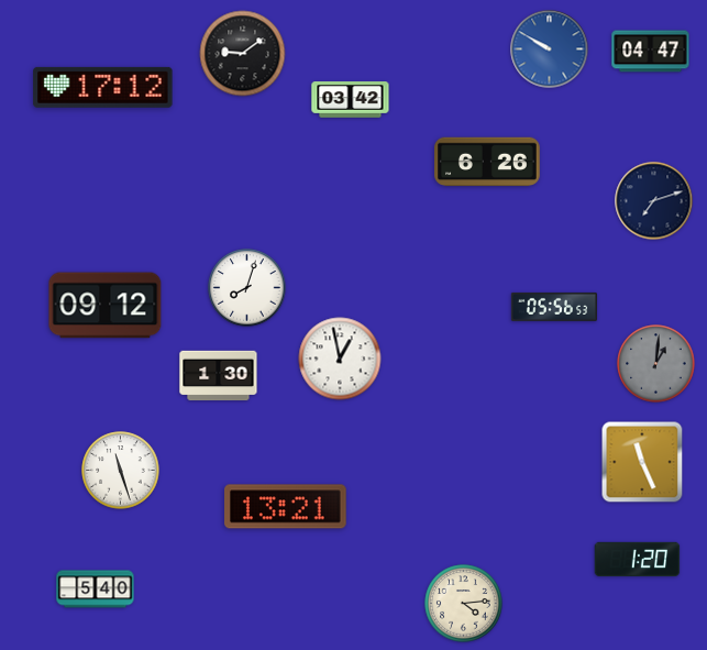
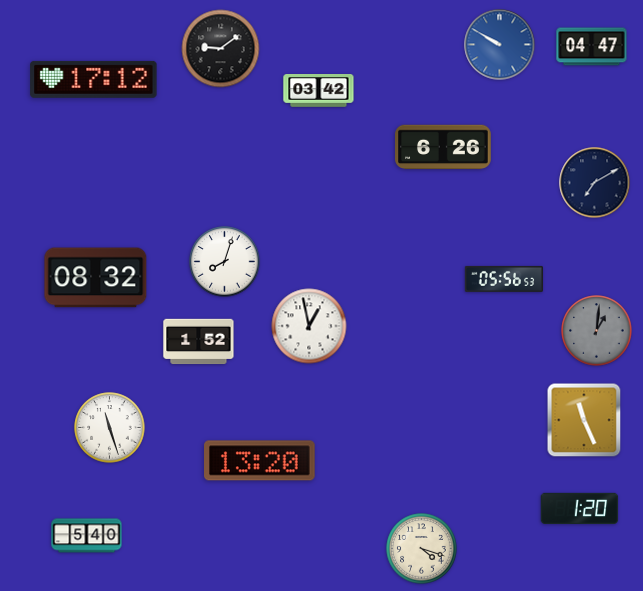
clock at (654, 201): 7:12 -> 7:10
clock at (106, 306): 09:12 -> 08:32
clock at (219, 376): 1:30 -> 1:52
clock at (286, 507): 13:21 -> 13:20
clock at (464, 604): 4:14 -> 4:18
